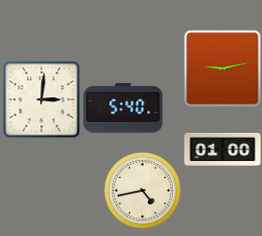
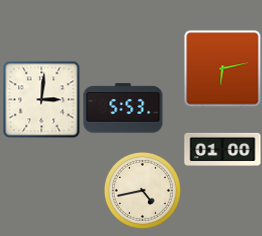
clock at (223, 69): 9:13 -> 6:13
clock at (123, 108): 5:40 -> 5:53
